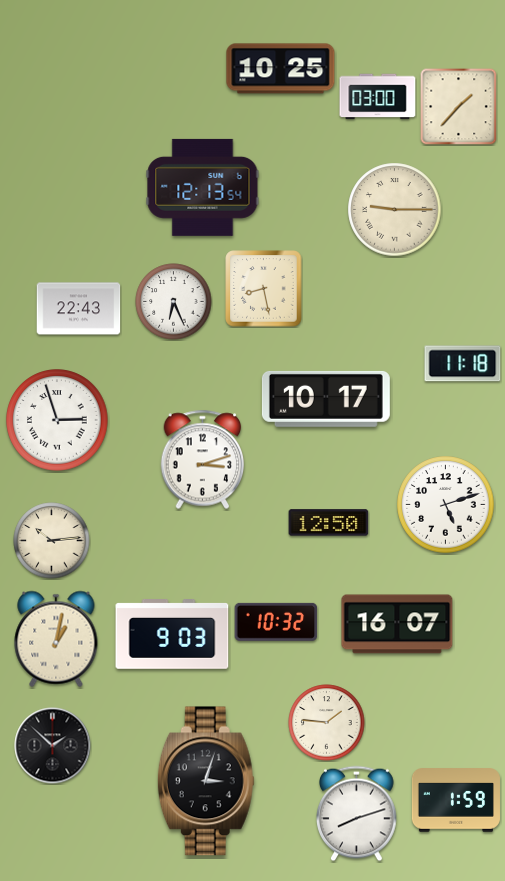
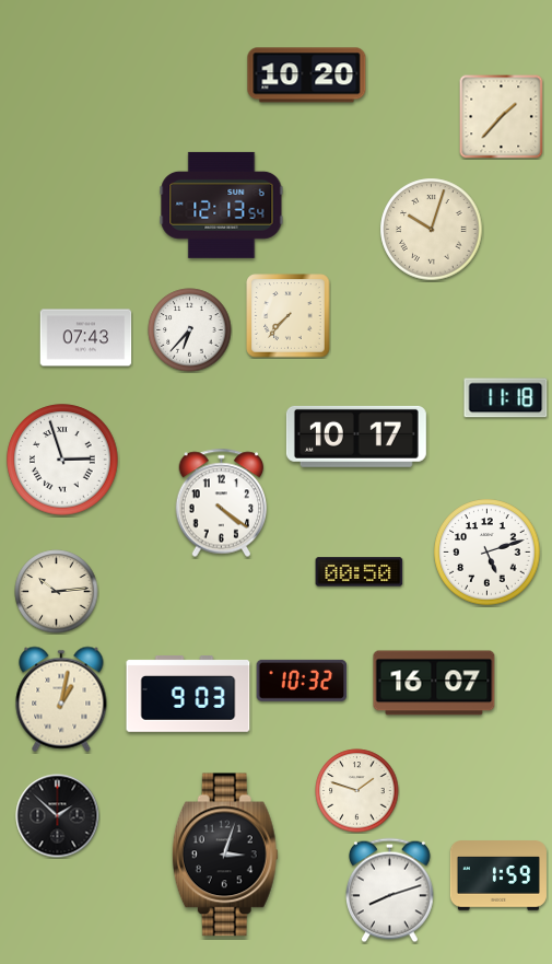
clock at (281, 69): 10:25 -> 10:20
clock at (378, 97): 03:00 -> none
clock at (395, 210): 9:15 -> 10:03
clock at (264, 289): 8:28 -> 7:37
clock at (174, 302): 6:26 -> 6:37
clock at (79, 309): 22:43 -> 07:43
clock at (203, 460): 3:12 -> 4:21
clock at (329, 523): 12:50 -> 00:50
clock at (327, 723): 1:46 -> 1:48
